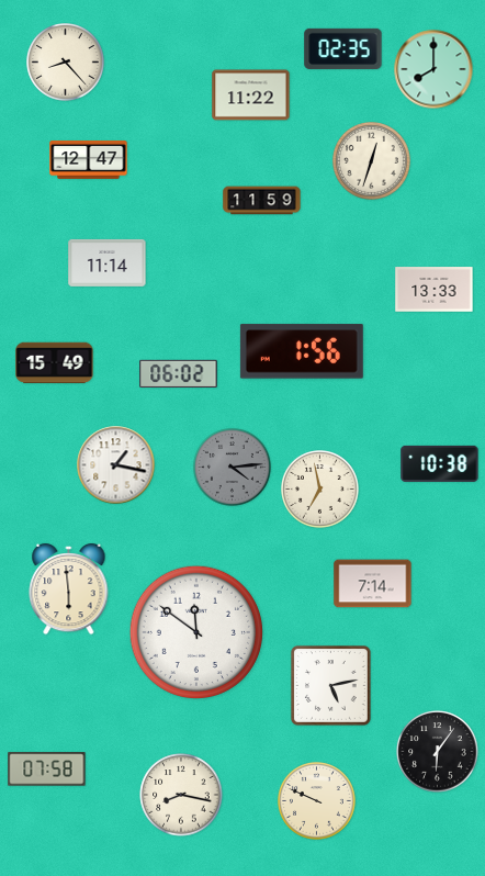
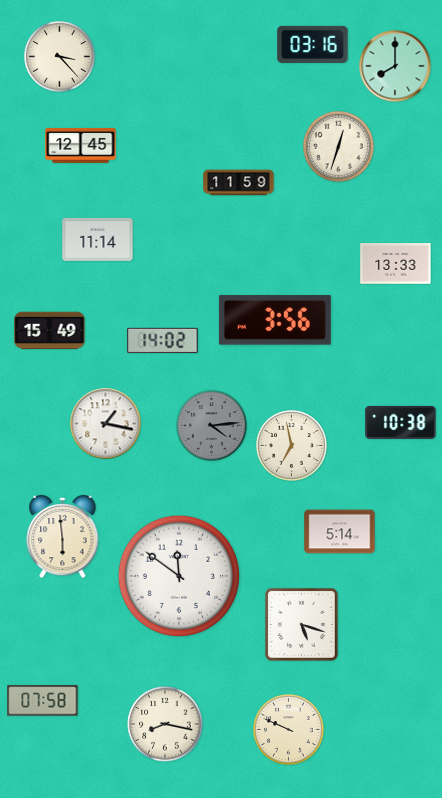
clock at (343, 48): 02:35 -> 03:16
clock at (66, 63): 8:23 -> 3:23
clock at (433, 69) position: (433, 69) -> (395, 66)
clock at (251, 96): 11:22 -> none
clock at (89, 160): 12:47 -> 12:45
clock at (302, 351): 1:56 -> 3:56
clock at (179, 373): 06:02 -> 14:02
clock at (373, 584): 7:14 -> 5:14
clock at (330, 685): 5:13 -> 5:18
clock at (438, 752): 6:06 -> none
